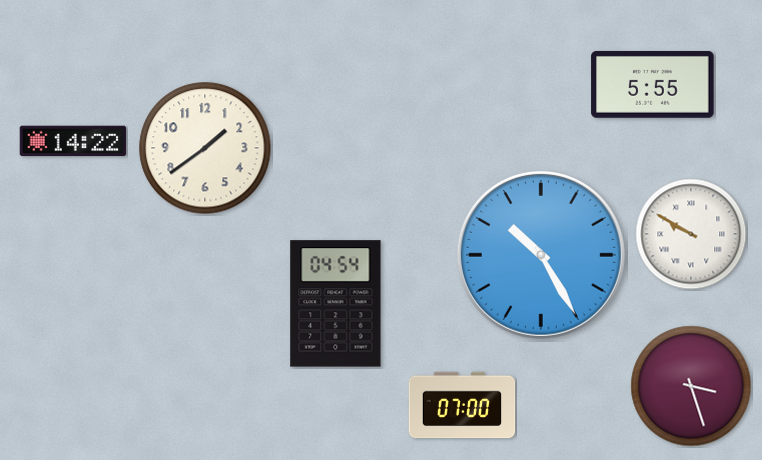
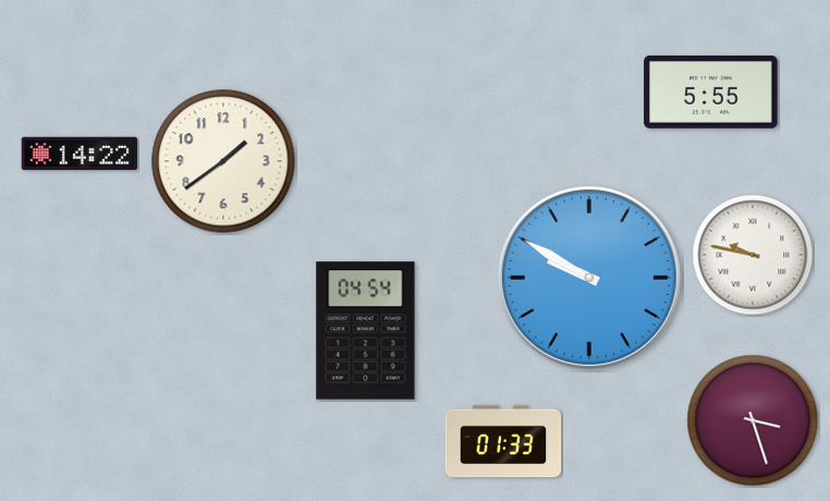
clock at (691, 234): 9:50 -> 9:47
clock at (541, 255): 10:25 -> 9:50
clock at (462, 405): 07:00 -> 01:33
